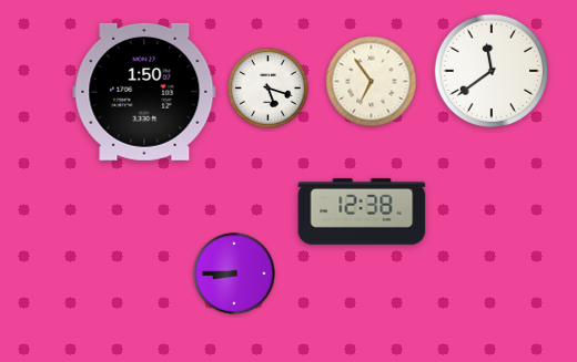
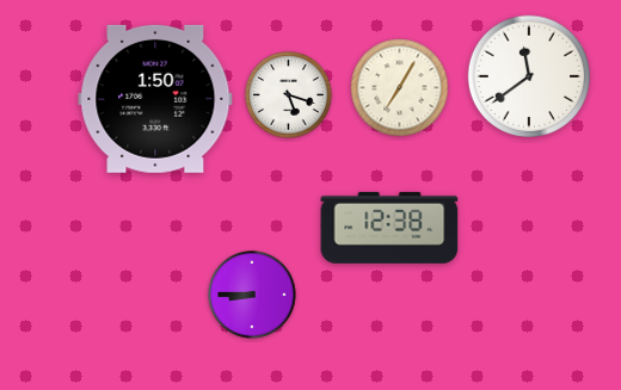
clock at (372, 82): 6:54 -> 7:05
